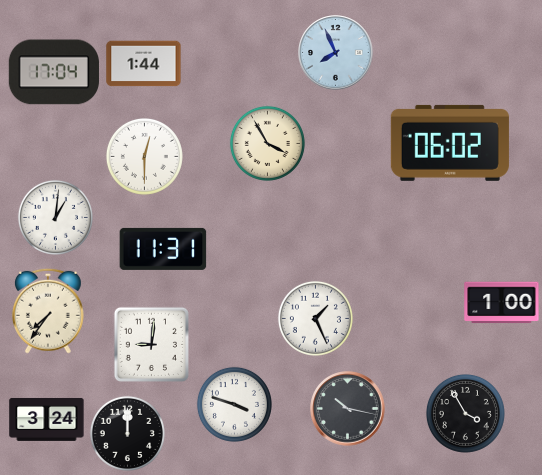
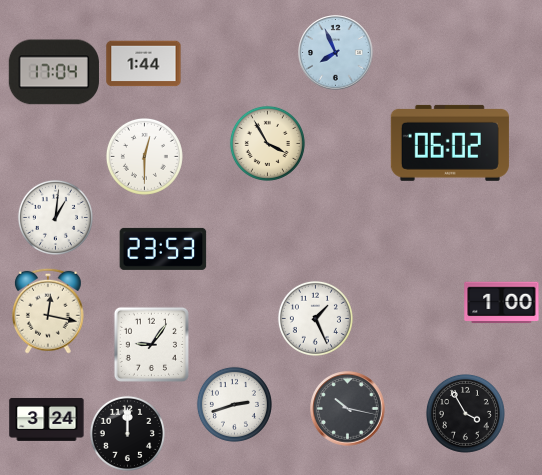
clock at (163, 249): 11:31 -> 23:53
clock at (48, 311): 7:36 -> 12:17
clock at (151, 344): 9:01 -> 9:06
clock at (234, 404): 3:48 -> 2:42
